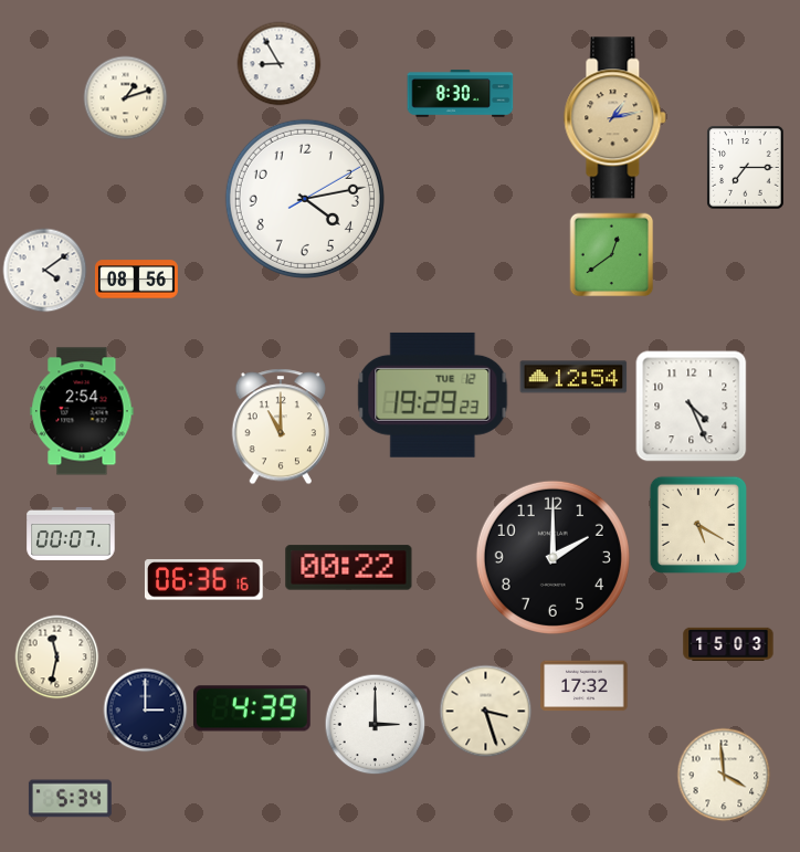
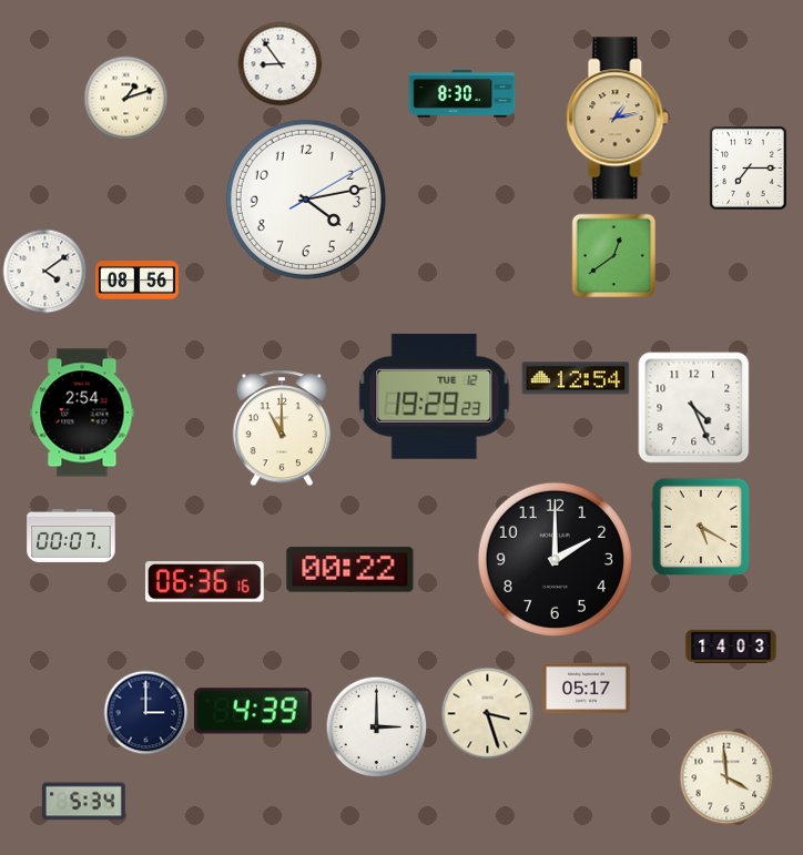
clock at (280, 64): 8:55 -> 8:54
clock at (728, 643): 15:03 -> 14:03
clock at (57, 658): 11:32 -> none
clock at (585, 686): 17:32 -> 05:17
clock at (70, 799) position: (70, 799) -> (83, 802)
